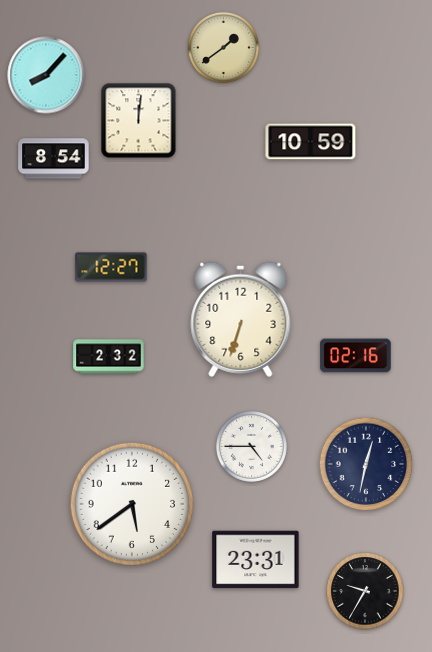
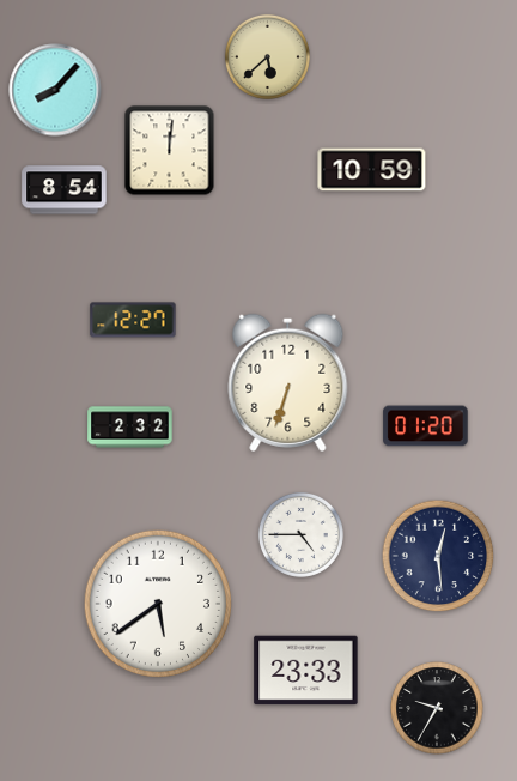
clock at (223, 47): 1:39 -> 5:38
clock at (139, 121) position: (139, 121) -> (170, 151)
clock at (356, 356): 02:16 -> 01:20
clock at (366, 464): 12:32 -> 12:29
clock at (256, 560): 23:31 -> 23:33
